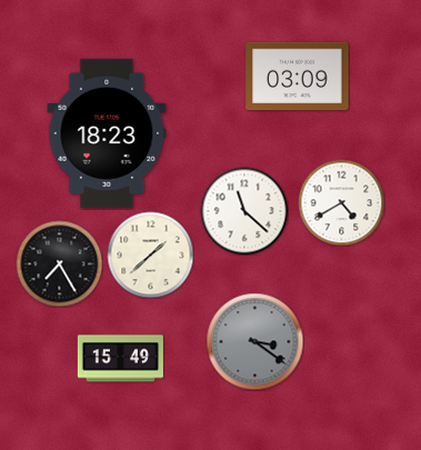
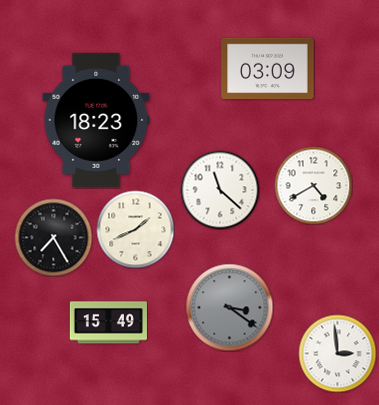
clock at (341, 202) position: (341, 202) -> (313, 185)
clock at (150, 254): 1:38 -> 1:41
clock at (337, 353): none -> 2:59
